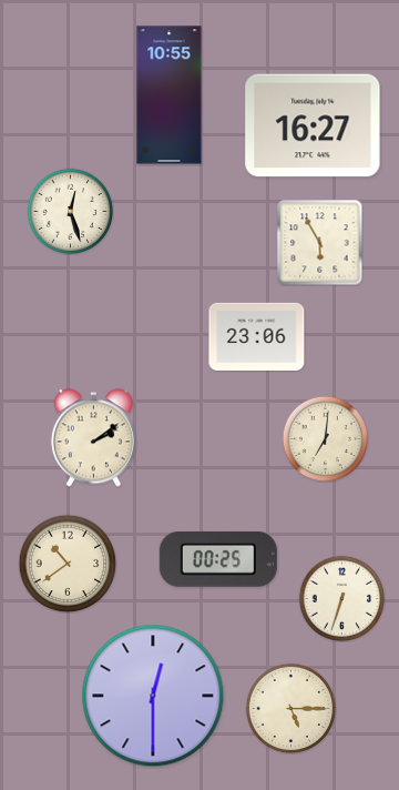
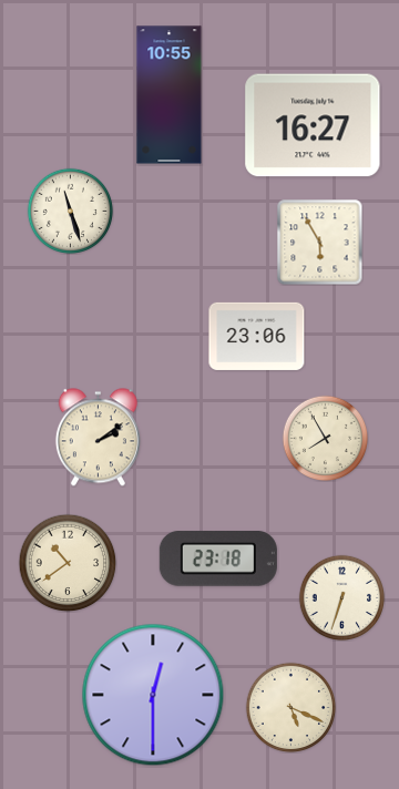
clock at (70, 211): 12:27 -> 11:27
clock at (93, 438) position: (93, 438) -> (98, 438)
clock at (325, 438): 7:01 -> 7:55
clock at (218, 559): 00:25 -> 23:18
clock at (290, 708): 5:15 -> 5:19
